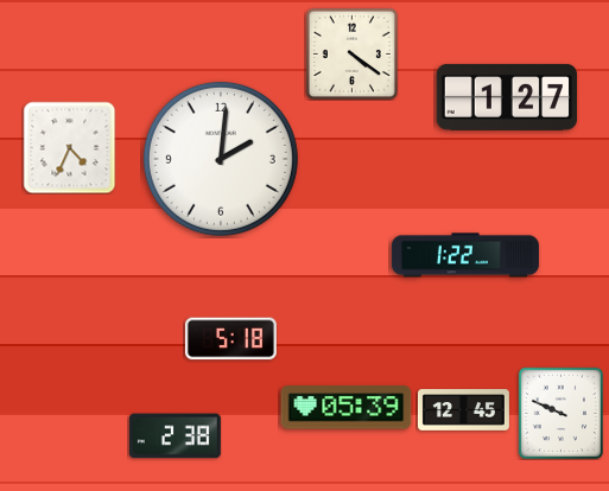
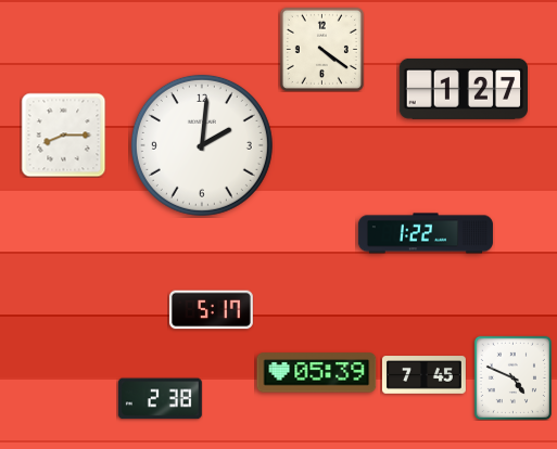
clock at (69, 147): 4:34 -> 8:15
clock at (230, 339): 5:18 -> 5:17
clock at (463, 410): 12:45 -> 7:45
clock at (560, 413): 9:49 -> 4:49
